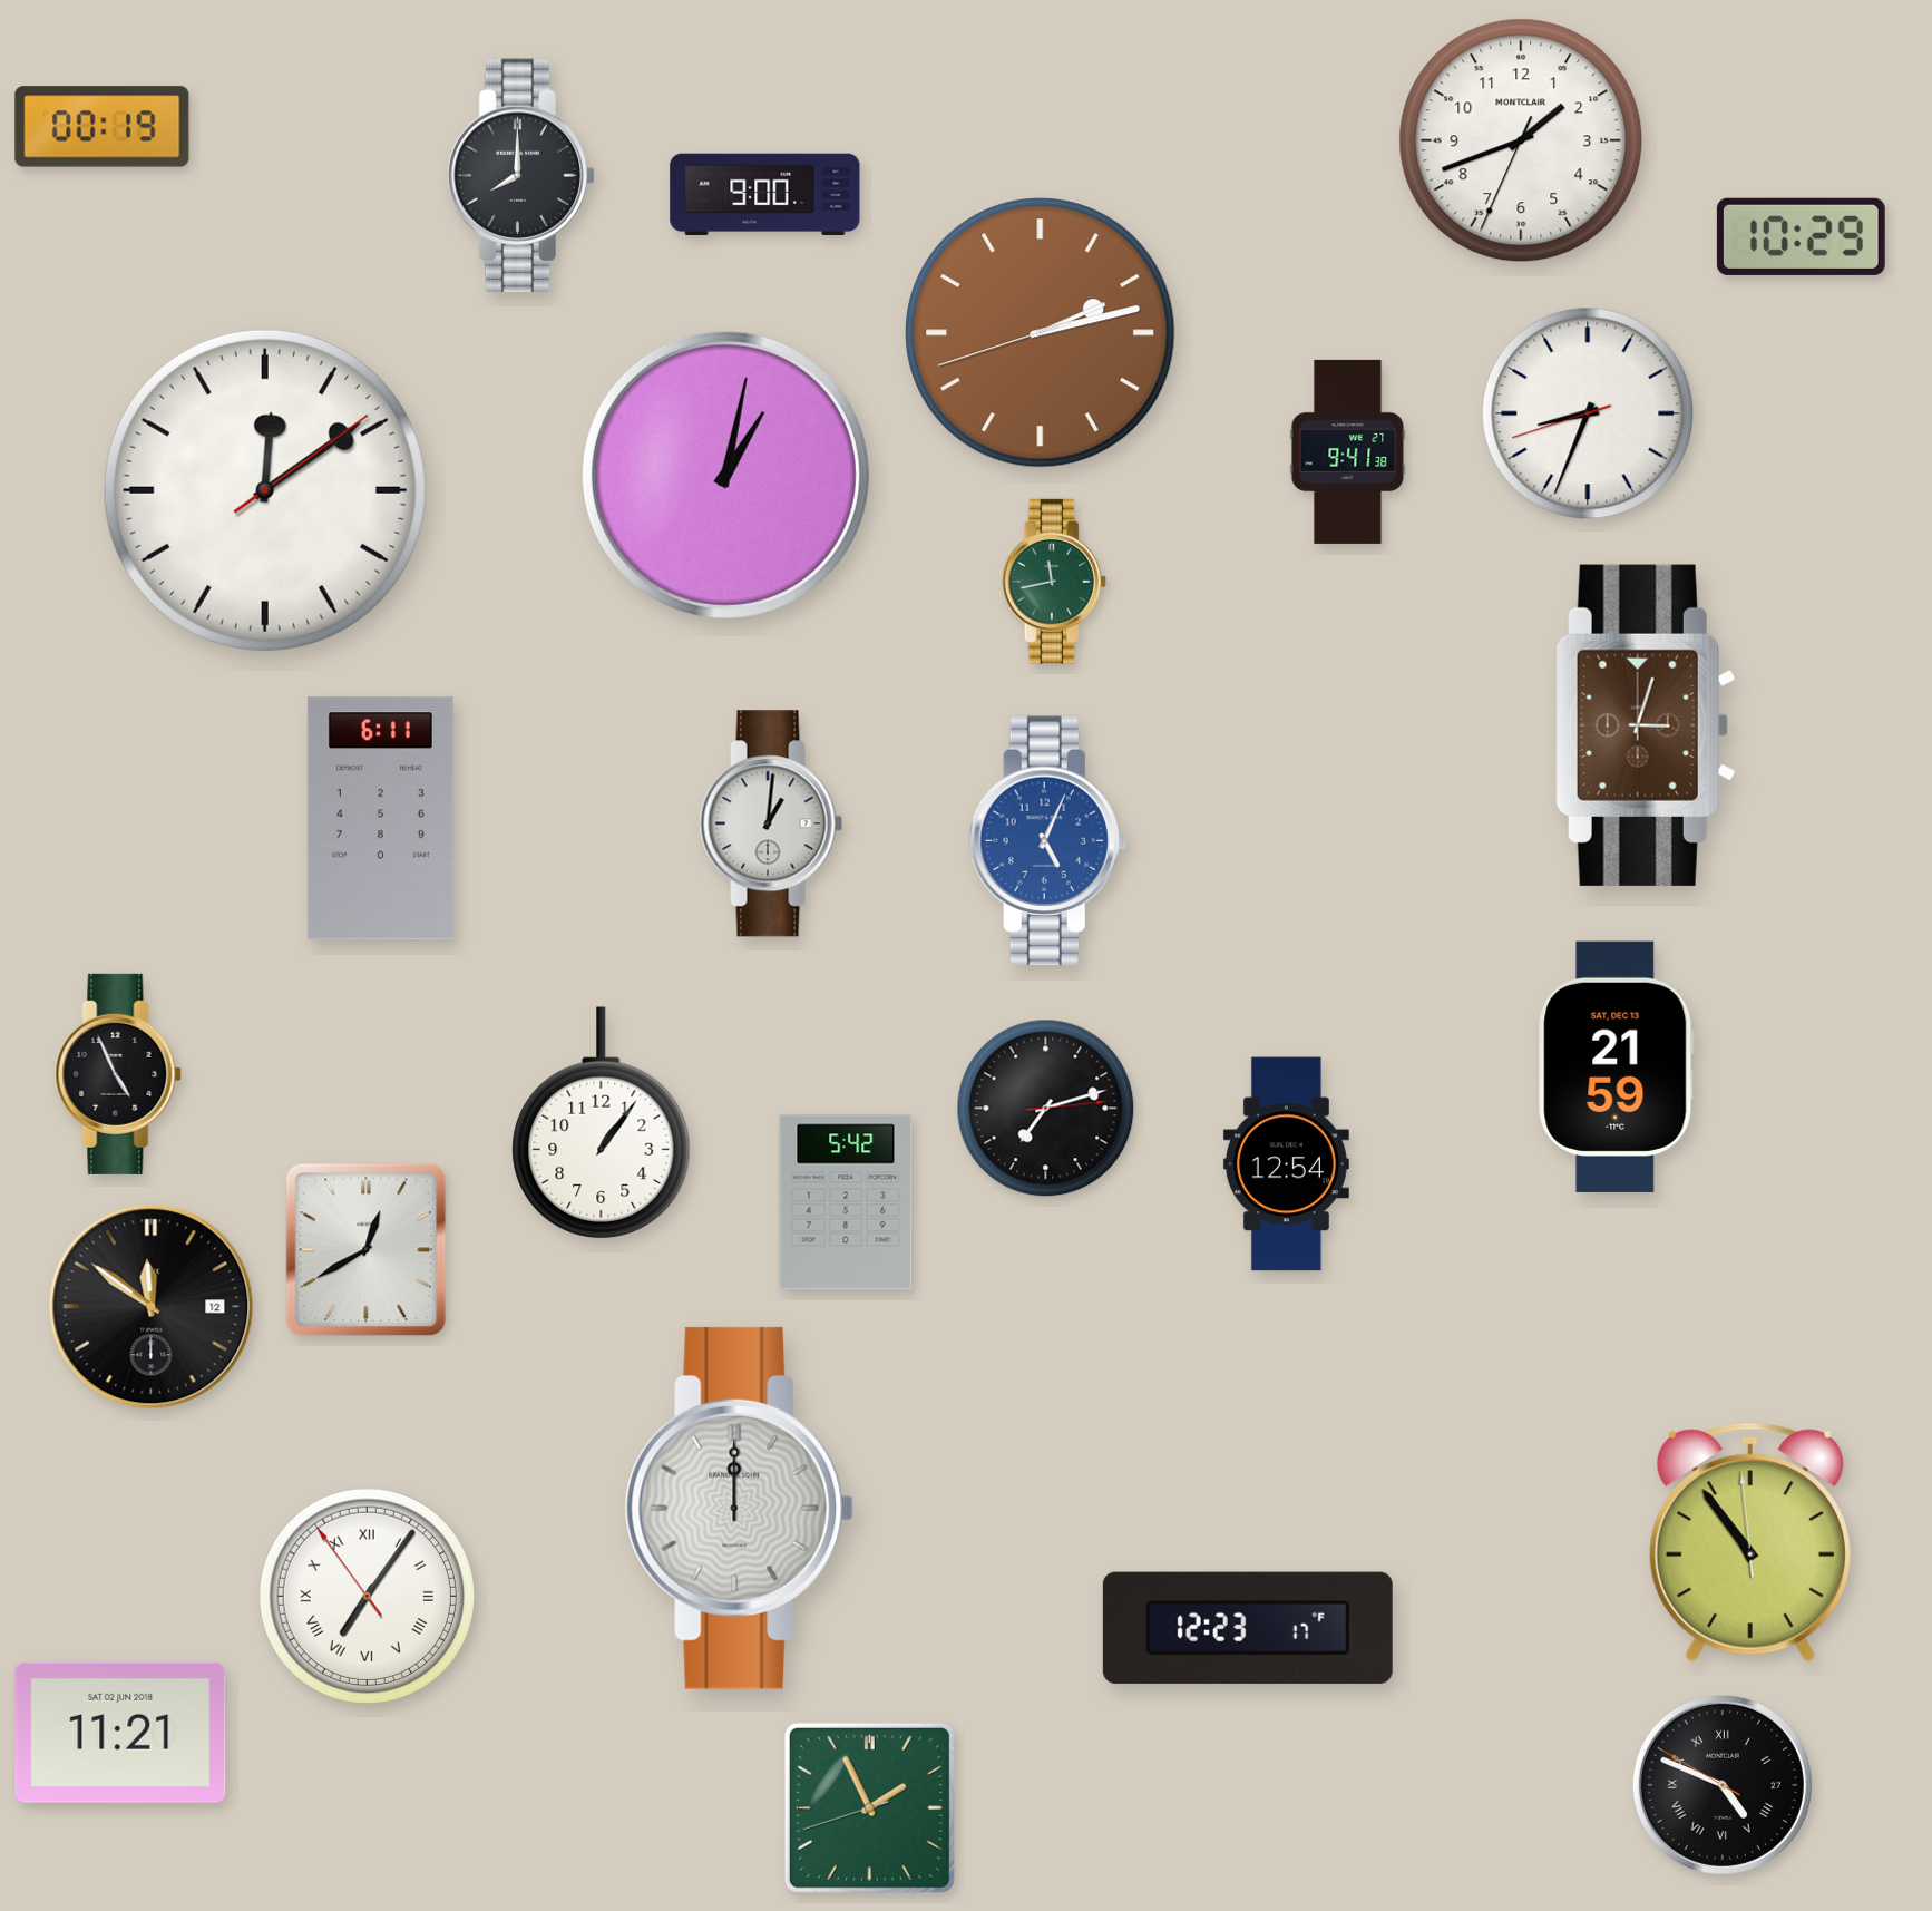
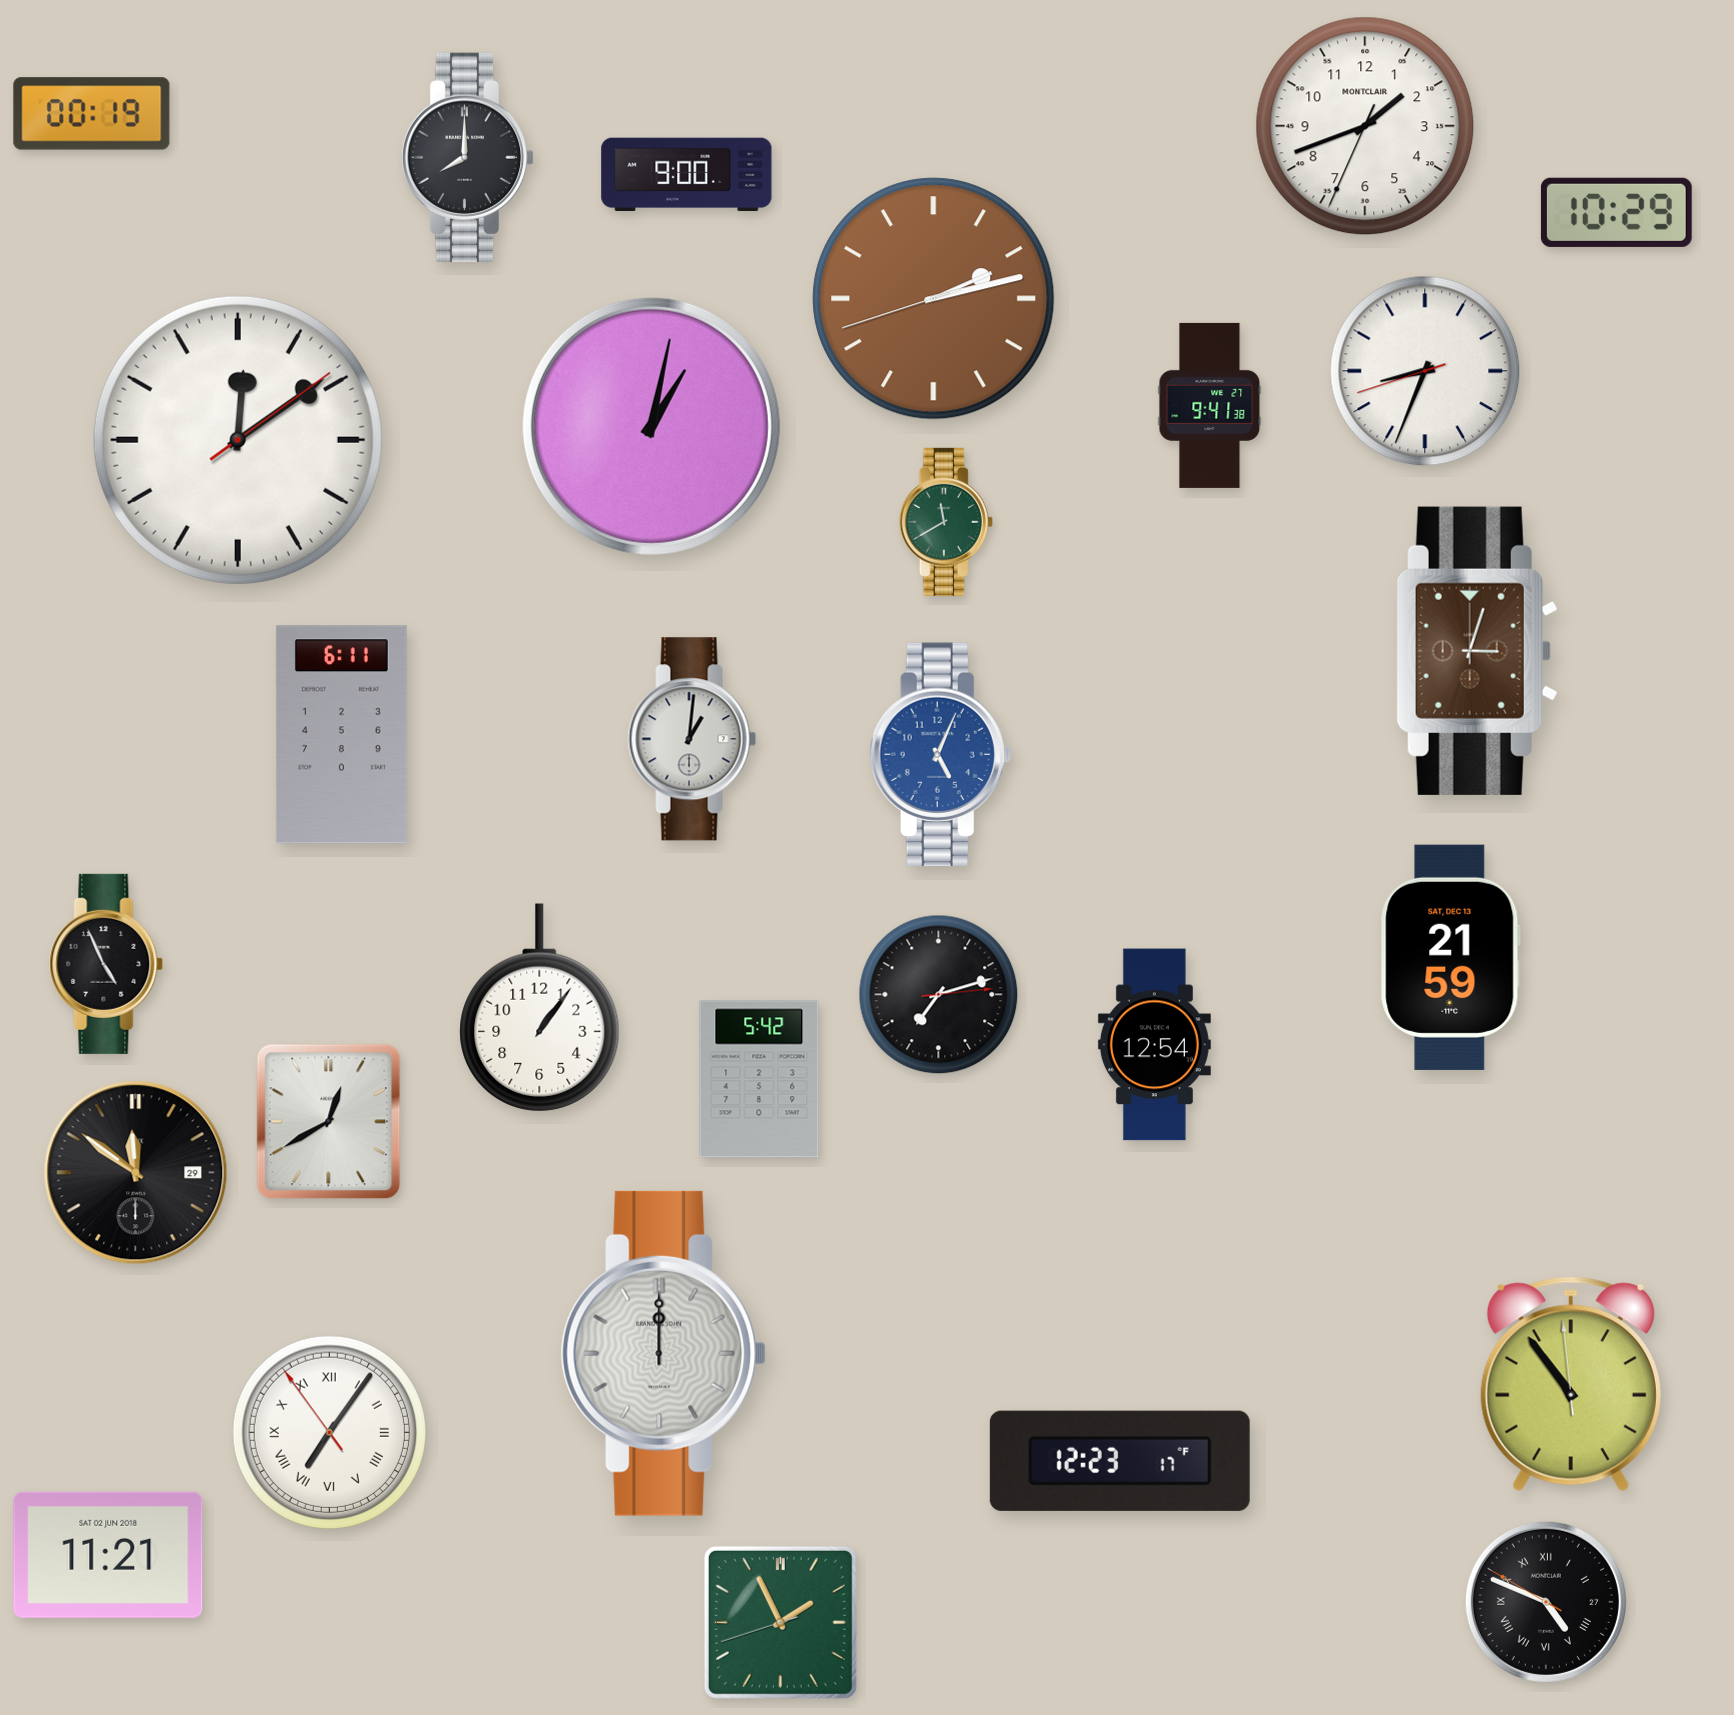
clock at (1054, 582): 11:43 -> 11:40
clock at (152, 1307) date: 12 -> 29
